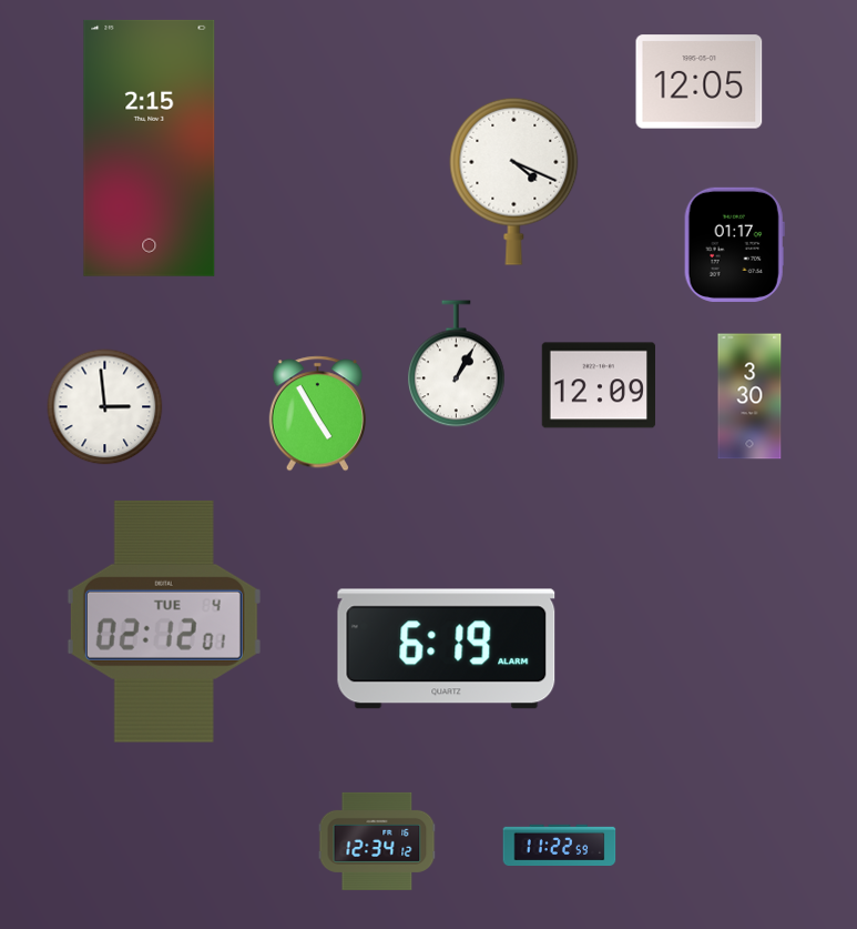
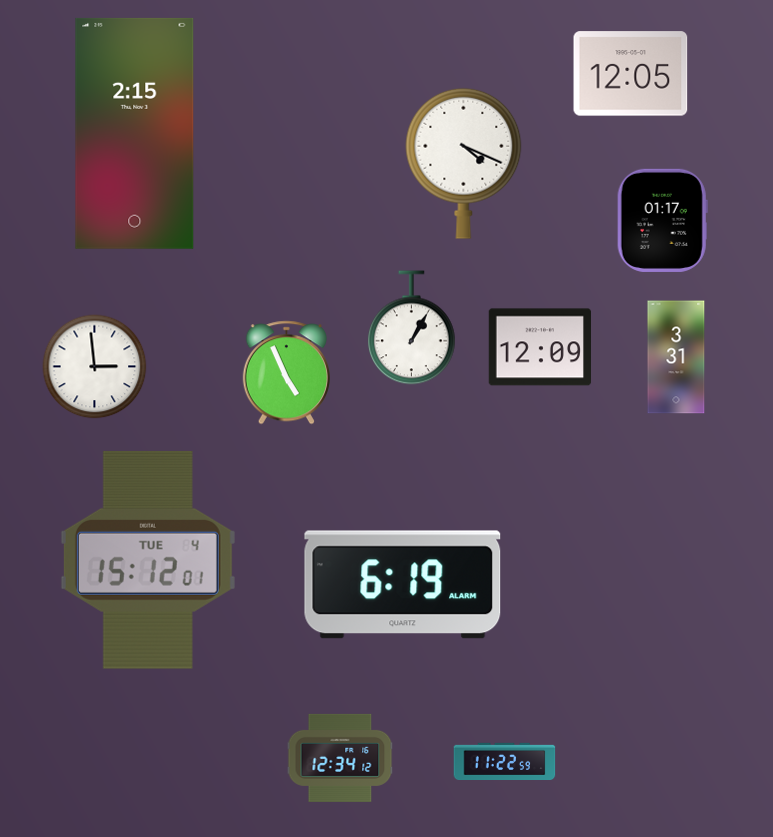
clock at (749, 396): 3:30 -> 3:31
clock at (317, 414): 4:55 -> 4:56
clock at (164, 622): 02:12 -> 15:12
